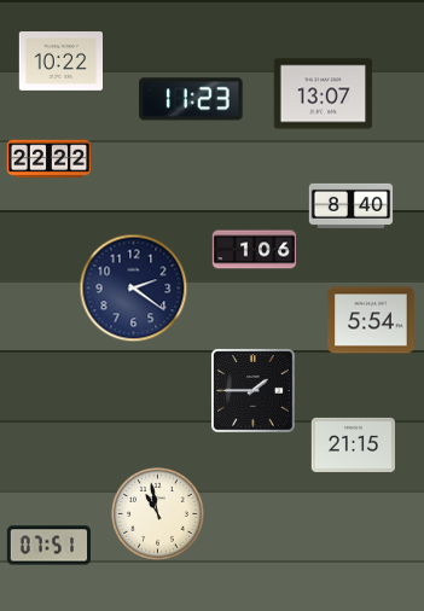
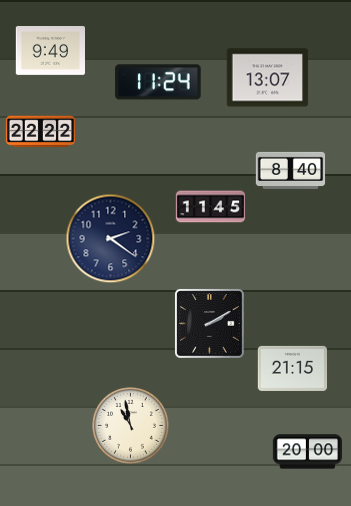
clock at (62, 62): 10:22 -> 9:49
clock at (191, 99): 11:23 -> 11:24
clock at (255, 250): 1:06 -> 11:45
clock at (371, 320): 5:54 -> none
clock at (254, 391): 1:45 -> 2:10
clock at (48, 546): 07:51 -> none
clock at (308, 452): none -> 20:00
